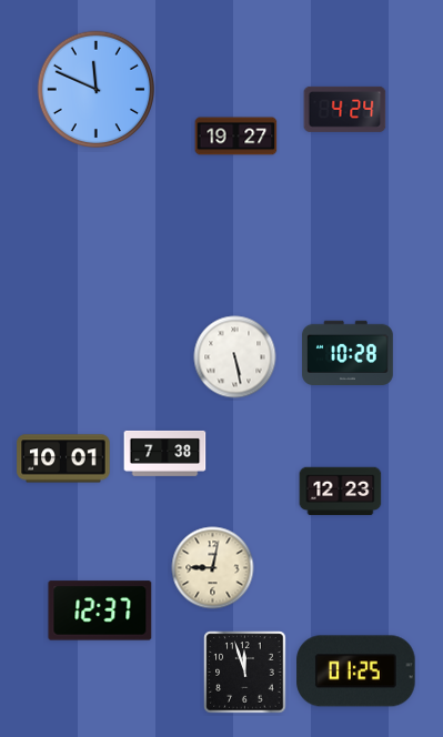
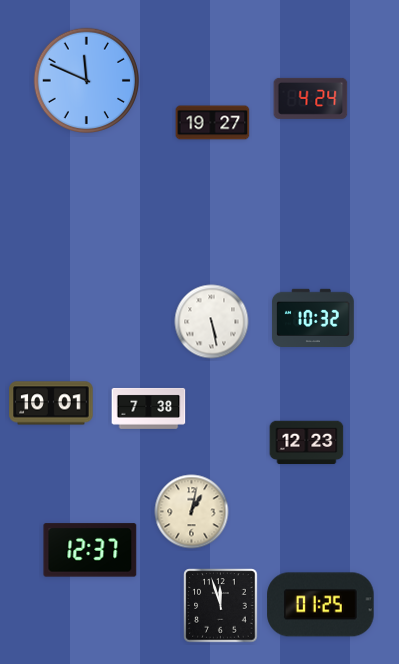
clock at (348, 352): 10:28 -> 10:32
clock at (63, 458) position: (63, 458) -> (51, 403)
clock at (213, 568): 9:02 -> 1:02
